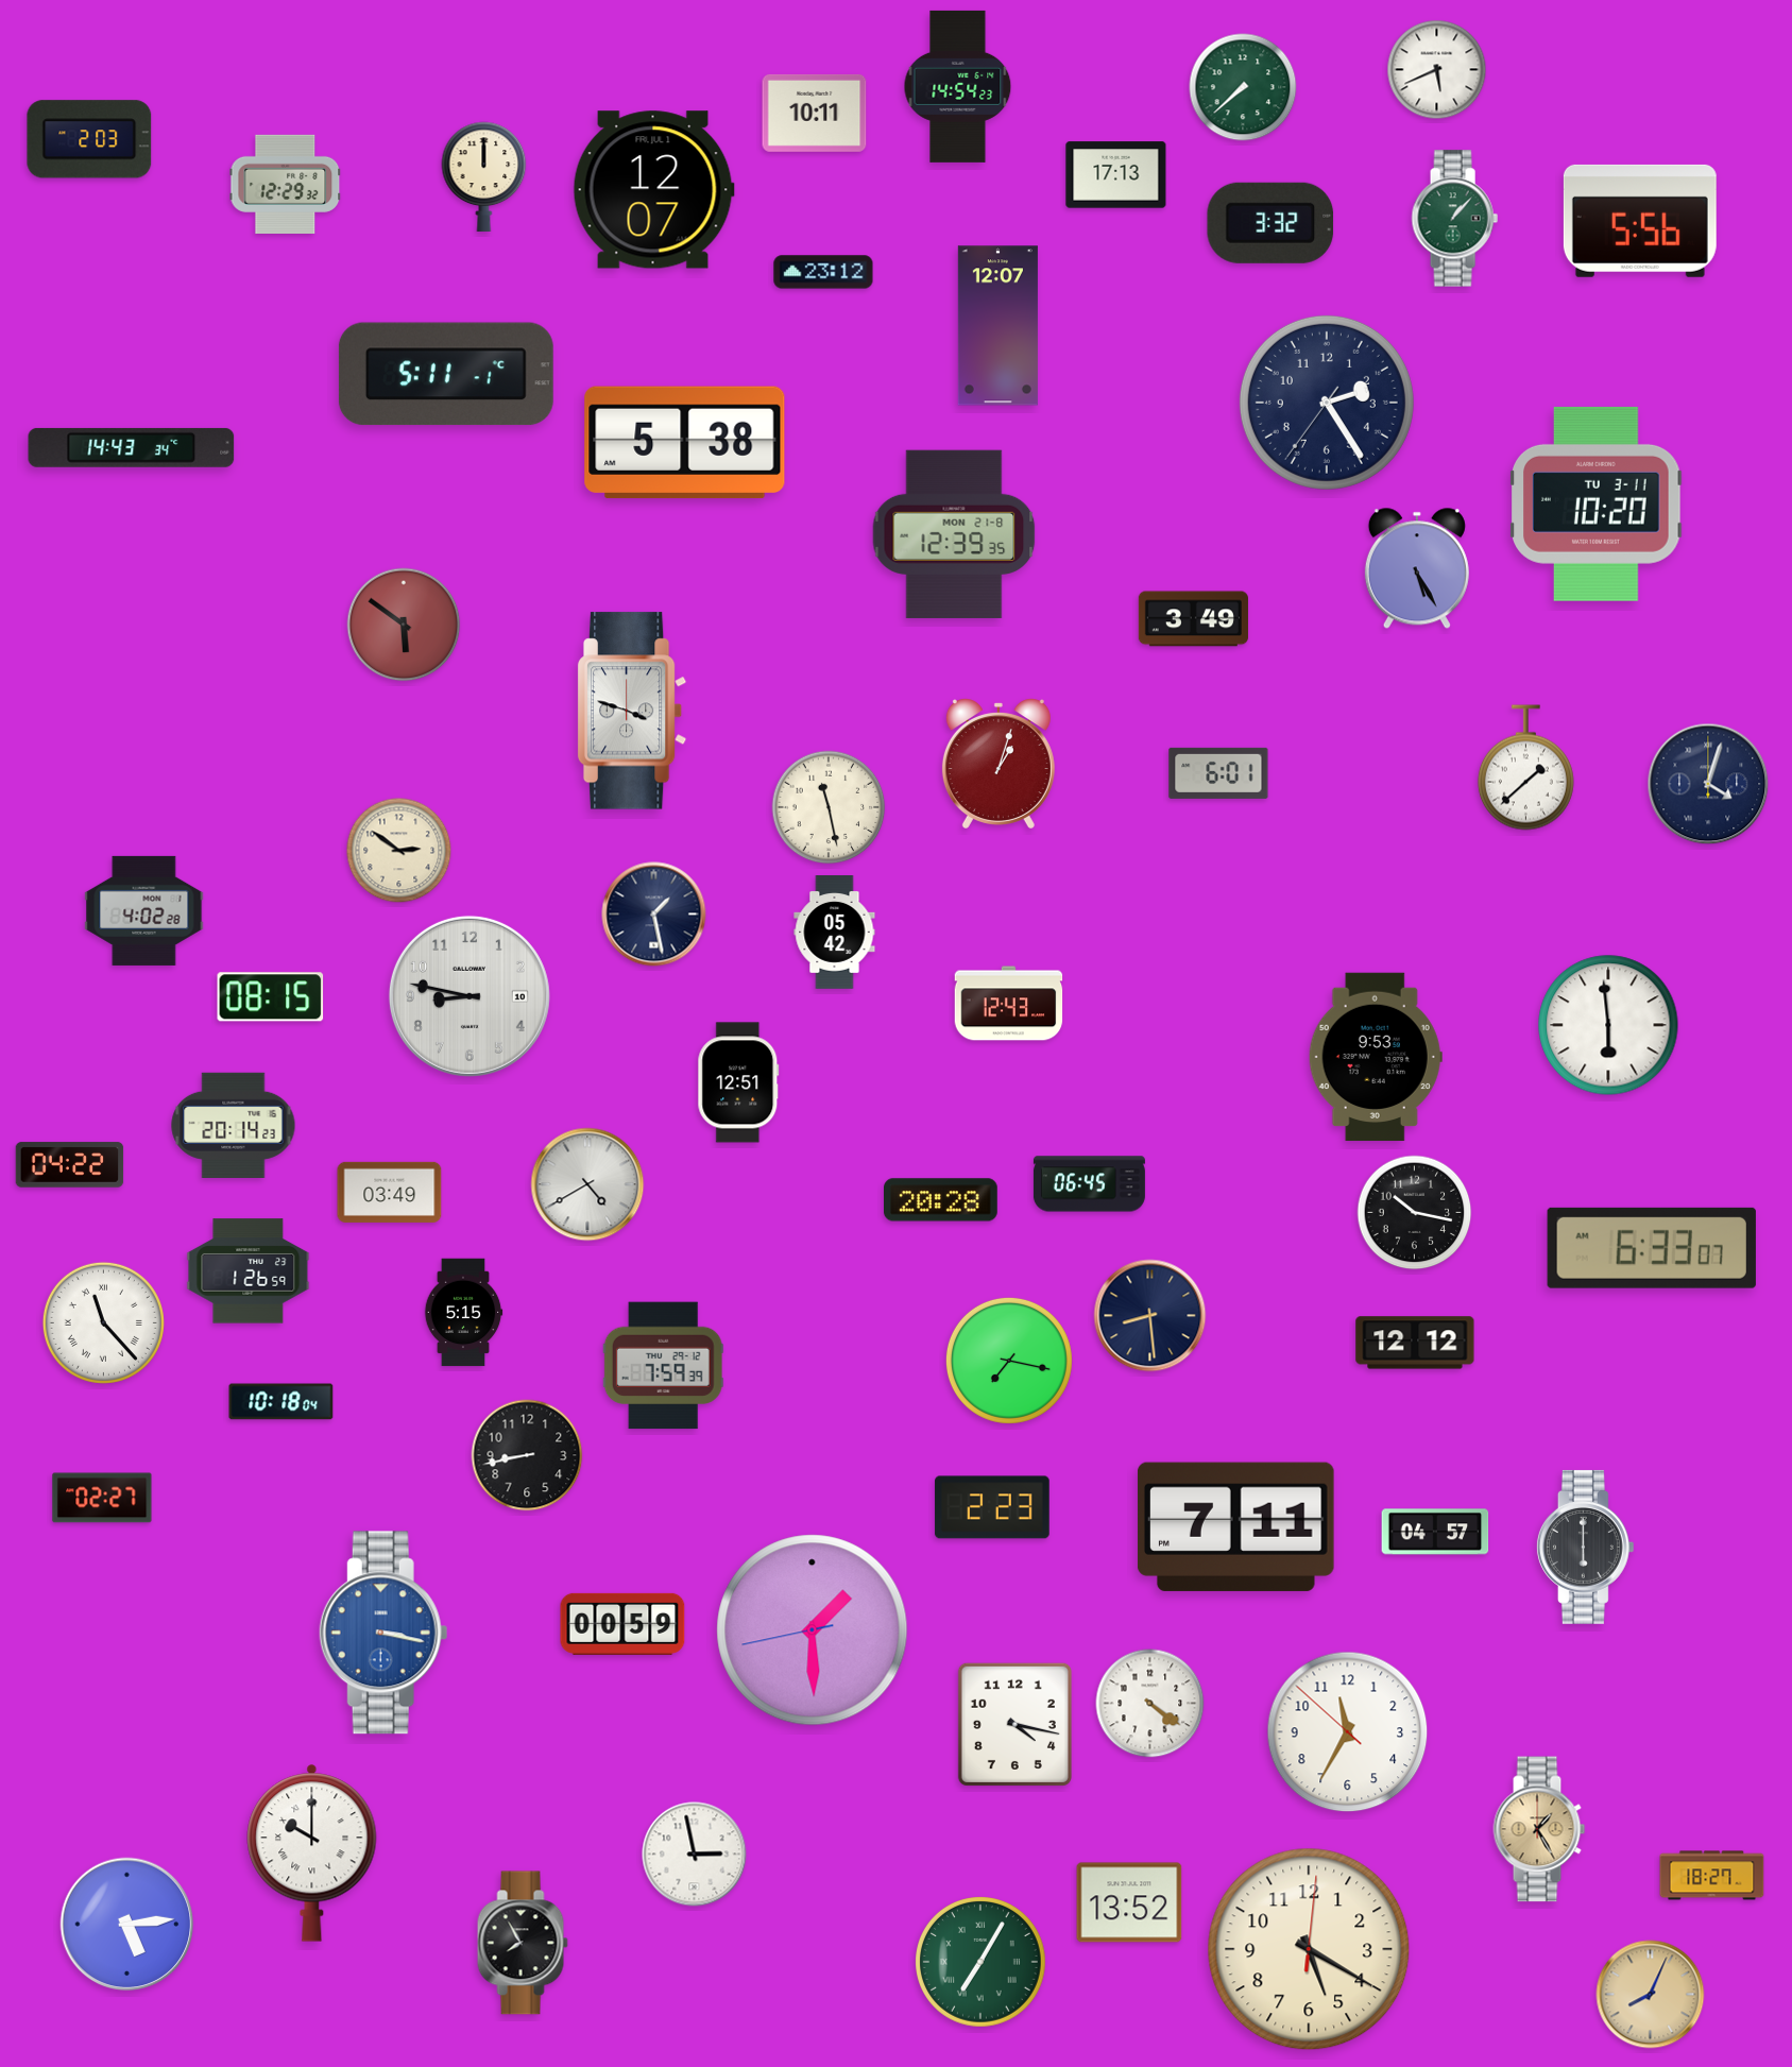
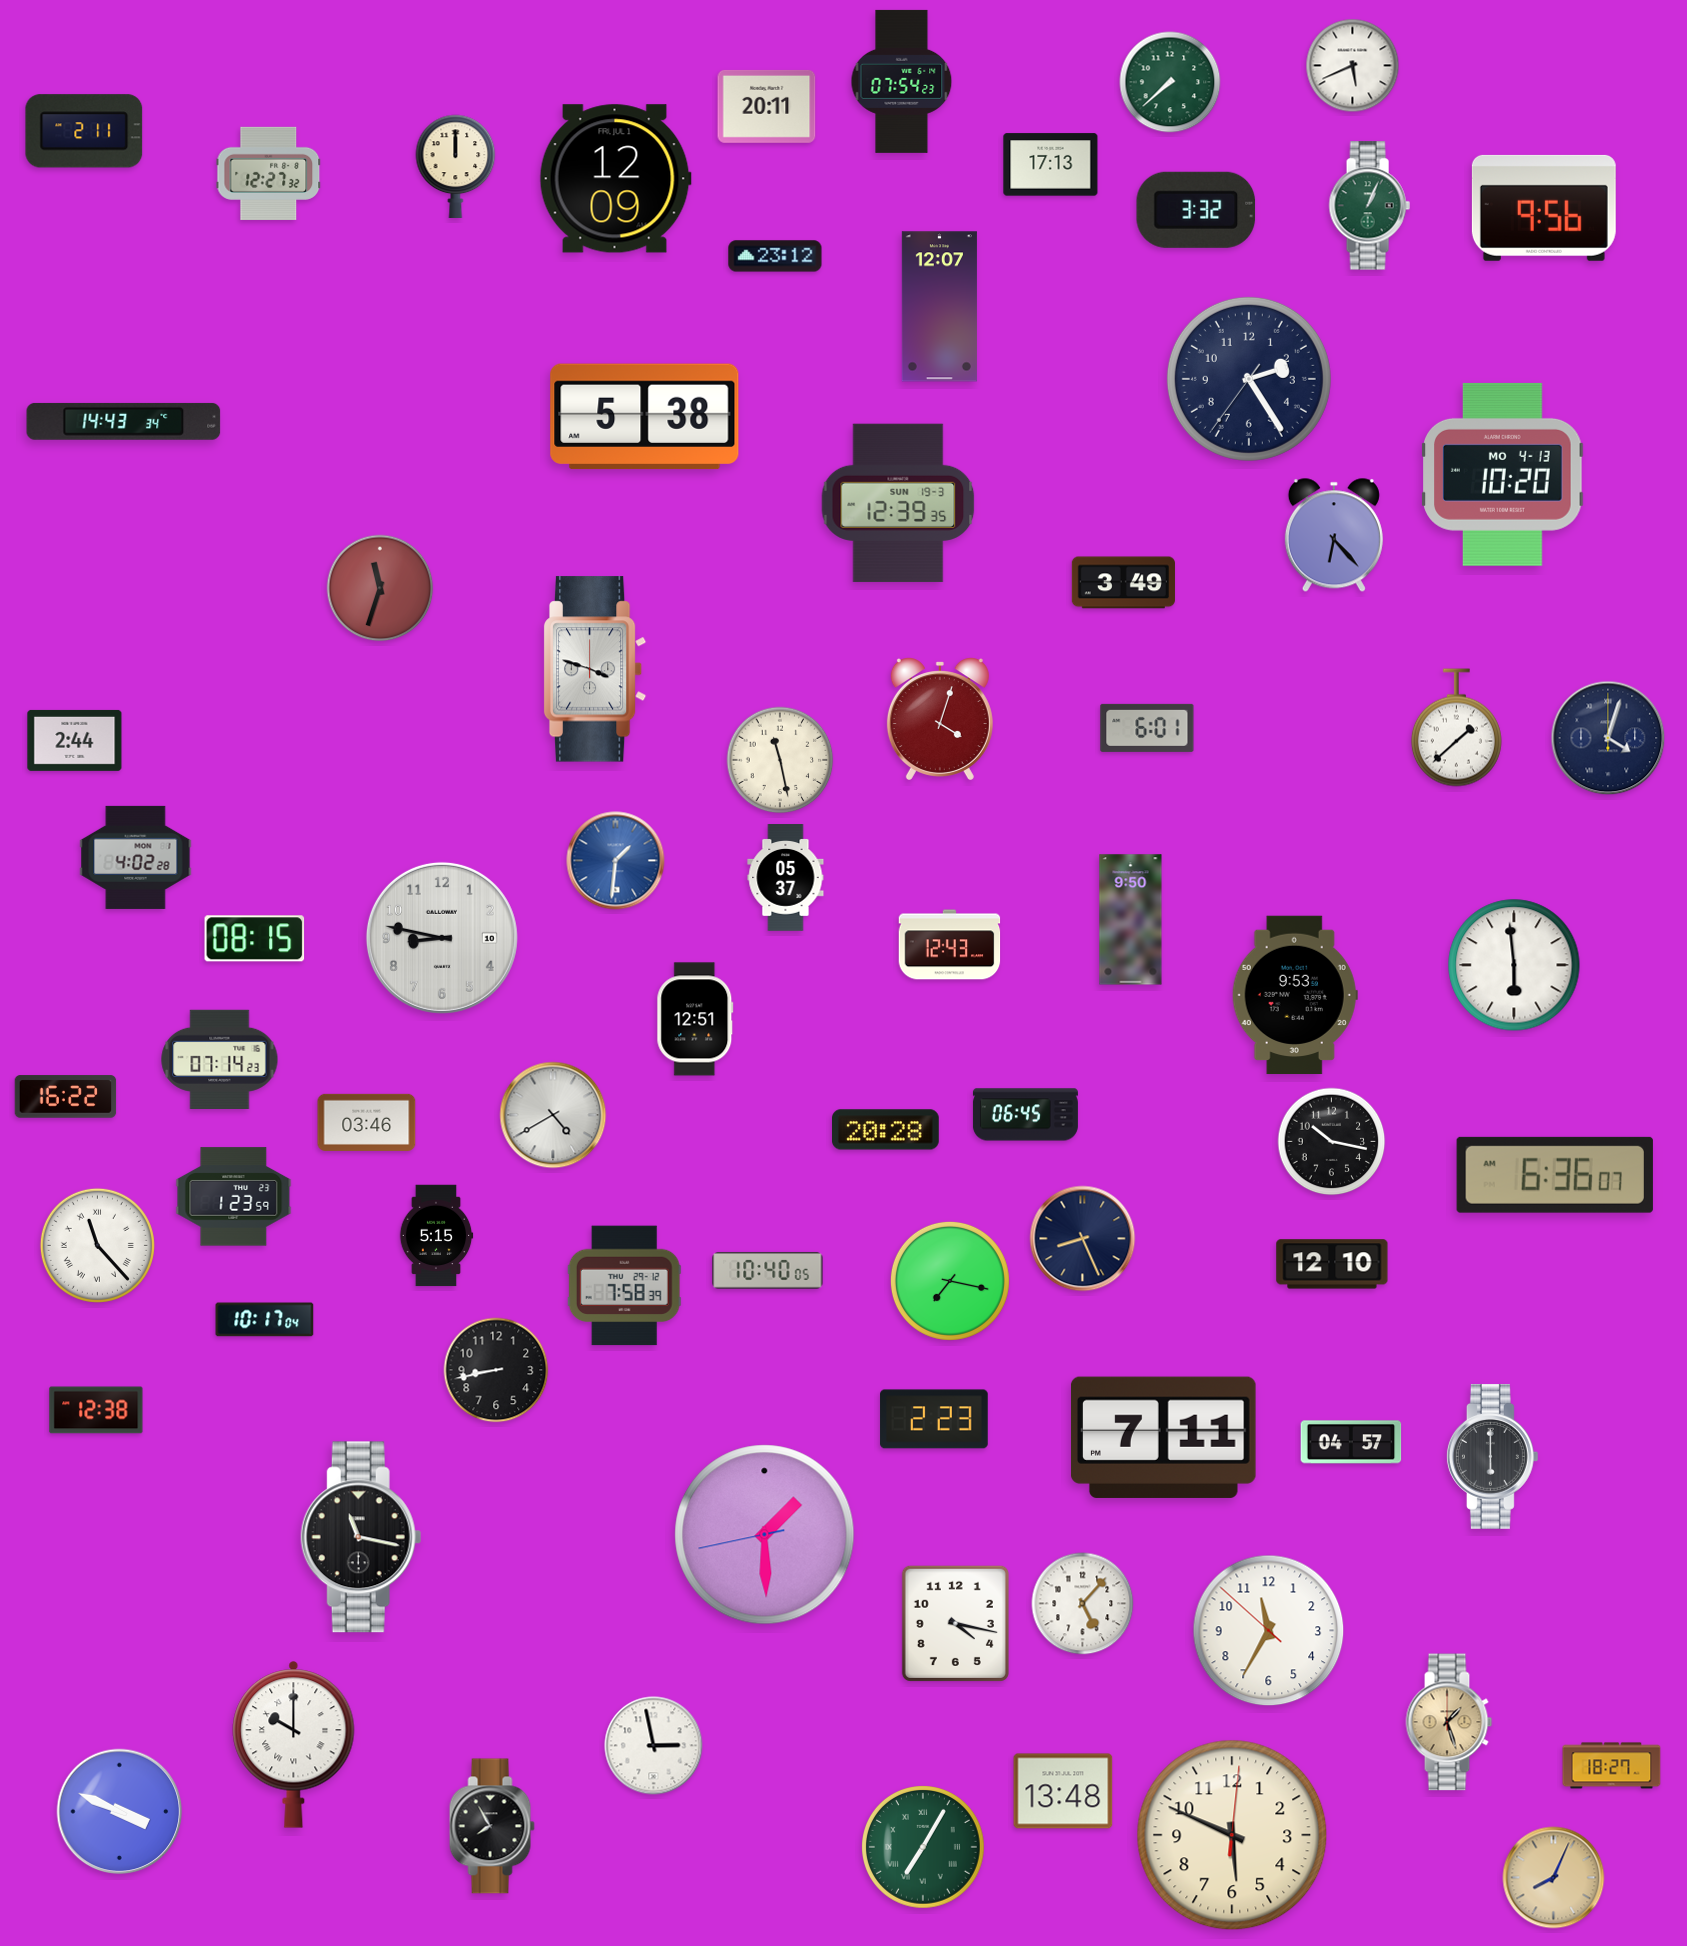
clock at (958, 86): 14:54 -> 07:54
clock at (815, 113): 10:11 -> 20:11
clock at (89, 139): 2:03 -> 2:11
clock at (286, 184): 12:29 -> 12:27
clock at (653, 190): 12:07 -> 12:09
clock at (1454, 219): 1:07 -> 1:04
clock at (1640, 221): 5:56 -> 9:56
clock at (446, 374): 5:11 -> none
clock at (1597, 503) date: TU 3-11 -> MO 4-13
clock at (954, 534) date: MON 21-8 -> SUN 19-3
clock at (1417, 568): 5:25 -> 6:23
clock at (404, 625): 5:51 -> 11:33
clock at (999, 764): 1:03 -> 4:03
clock at (1525, 768) position: (1525, 768) -> (1456, 728)
clock at (75, 740): none -> 2:44
clock at (399, 851): 2:51 -> none
clock at (654, 915): 1:28 -> 1:31
clock at (654, 915) dial: navy -> blue
clock at (835, 933): 05:42 -> 05:37
clock at (1131, 920): none -> 9:50
clock at (234, 1125): 20:14 -> 07:14
clock at (70, 1165): 04:22 -> 16:22
clock at (390, 1192): 03:49 -> 03:46
clock at (1652, 1248): 6:33 -> 6:36
clock at (249, 1271): 1:26 -> 1:23
clock at (1150, 1316): 8:29 -> 8:26
clock at (1415, 1343): 12:12 -> 12:10
clock at (768, 1270): none -> 10:40
clock at (663, 1366): 7:59 -> 7:58
clock at (281, 1402): 10:18 -> 10:17
clock at (102, 1498): 02:27 -> 12:38
clock at (622, 1624): 00:59 -> none
clock at (383, 1633): 3:17 -> 11:17
clock at (383, 1633) dial: blue -> black
clock at (1150, 1704): 4:21 -> 5:07
clock at (1539, 1829): 1:25 -> 1:27
clock at (1129, 1902): 13:52 -> 13:48
clock at (127, 1925): 5:14 -> 3:49
clock at (523, 1943) position: (523, 1943) -> (492, 1826)
clock at (1309, 1949): 5:20 -> 5:49
